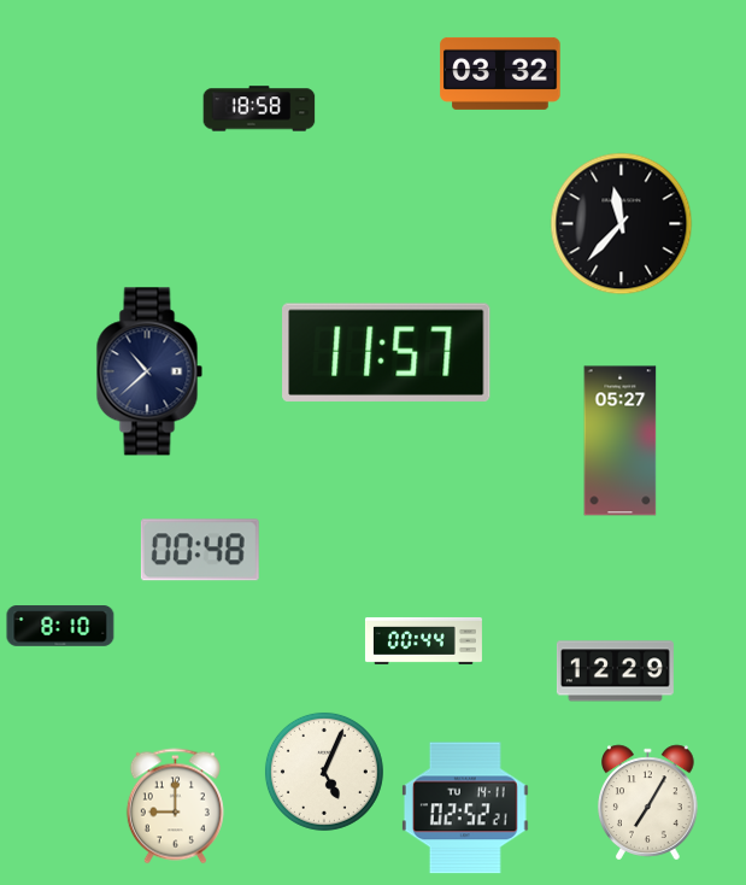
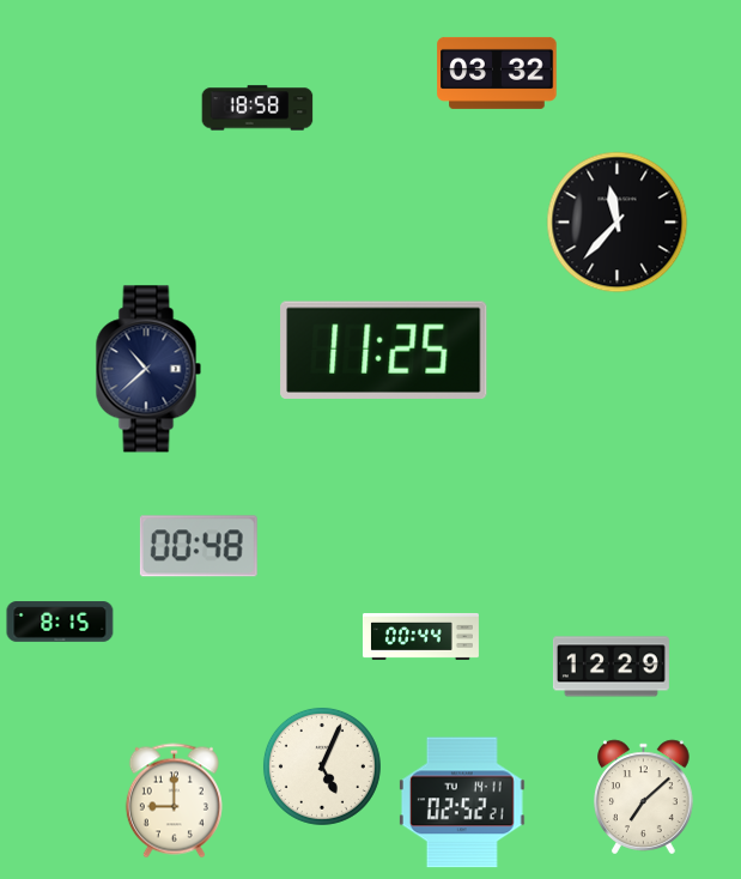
clock at (387, 352): 11:57 -> 11:25
clock at (621, 441): 05:27 -> none
clock at (60, 626): 8:10 -> 8:15
clock at (648, 803): 7:05 -> 7:08
